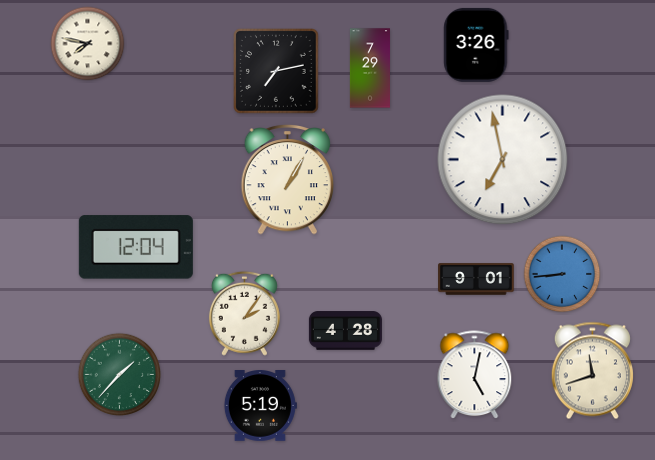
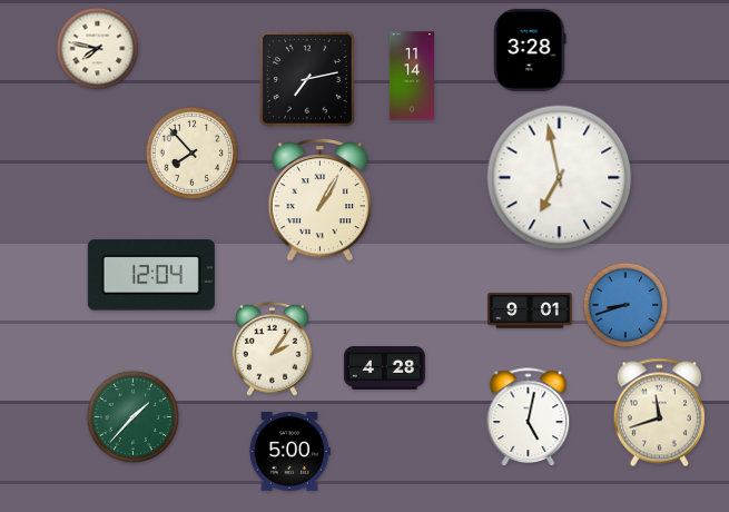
clock at (476, 45): 3:26 -> 3:28
clock at (370, 68): 7:29 -> 11:14
clock at (193, 154): none -> 7:53
clock at (562, 274): 8:44 -> 8:42
clock at (260, 406): 5:19 -> 5:00
